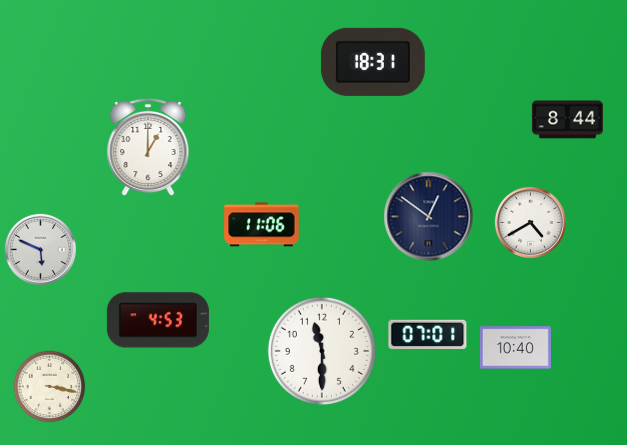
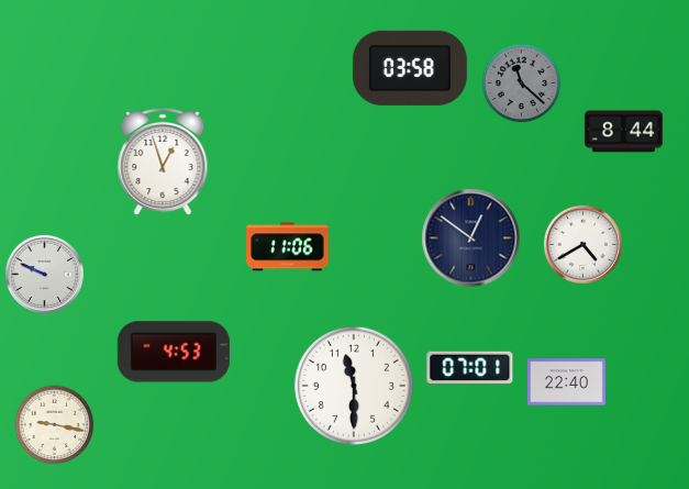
clock at (373, 62): 18:31 -> 03:58
clock at (522, 84): none -> 11:22
clock at (148, 147): 1:00 -> 12:57
clock at (40, 249): 5:49 -> 9:49
clock at (515, 348): 10:40 -> 22:40
clock at (50, 387): 3:17 -> 9:17
